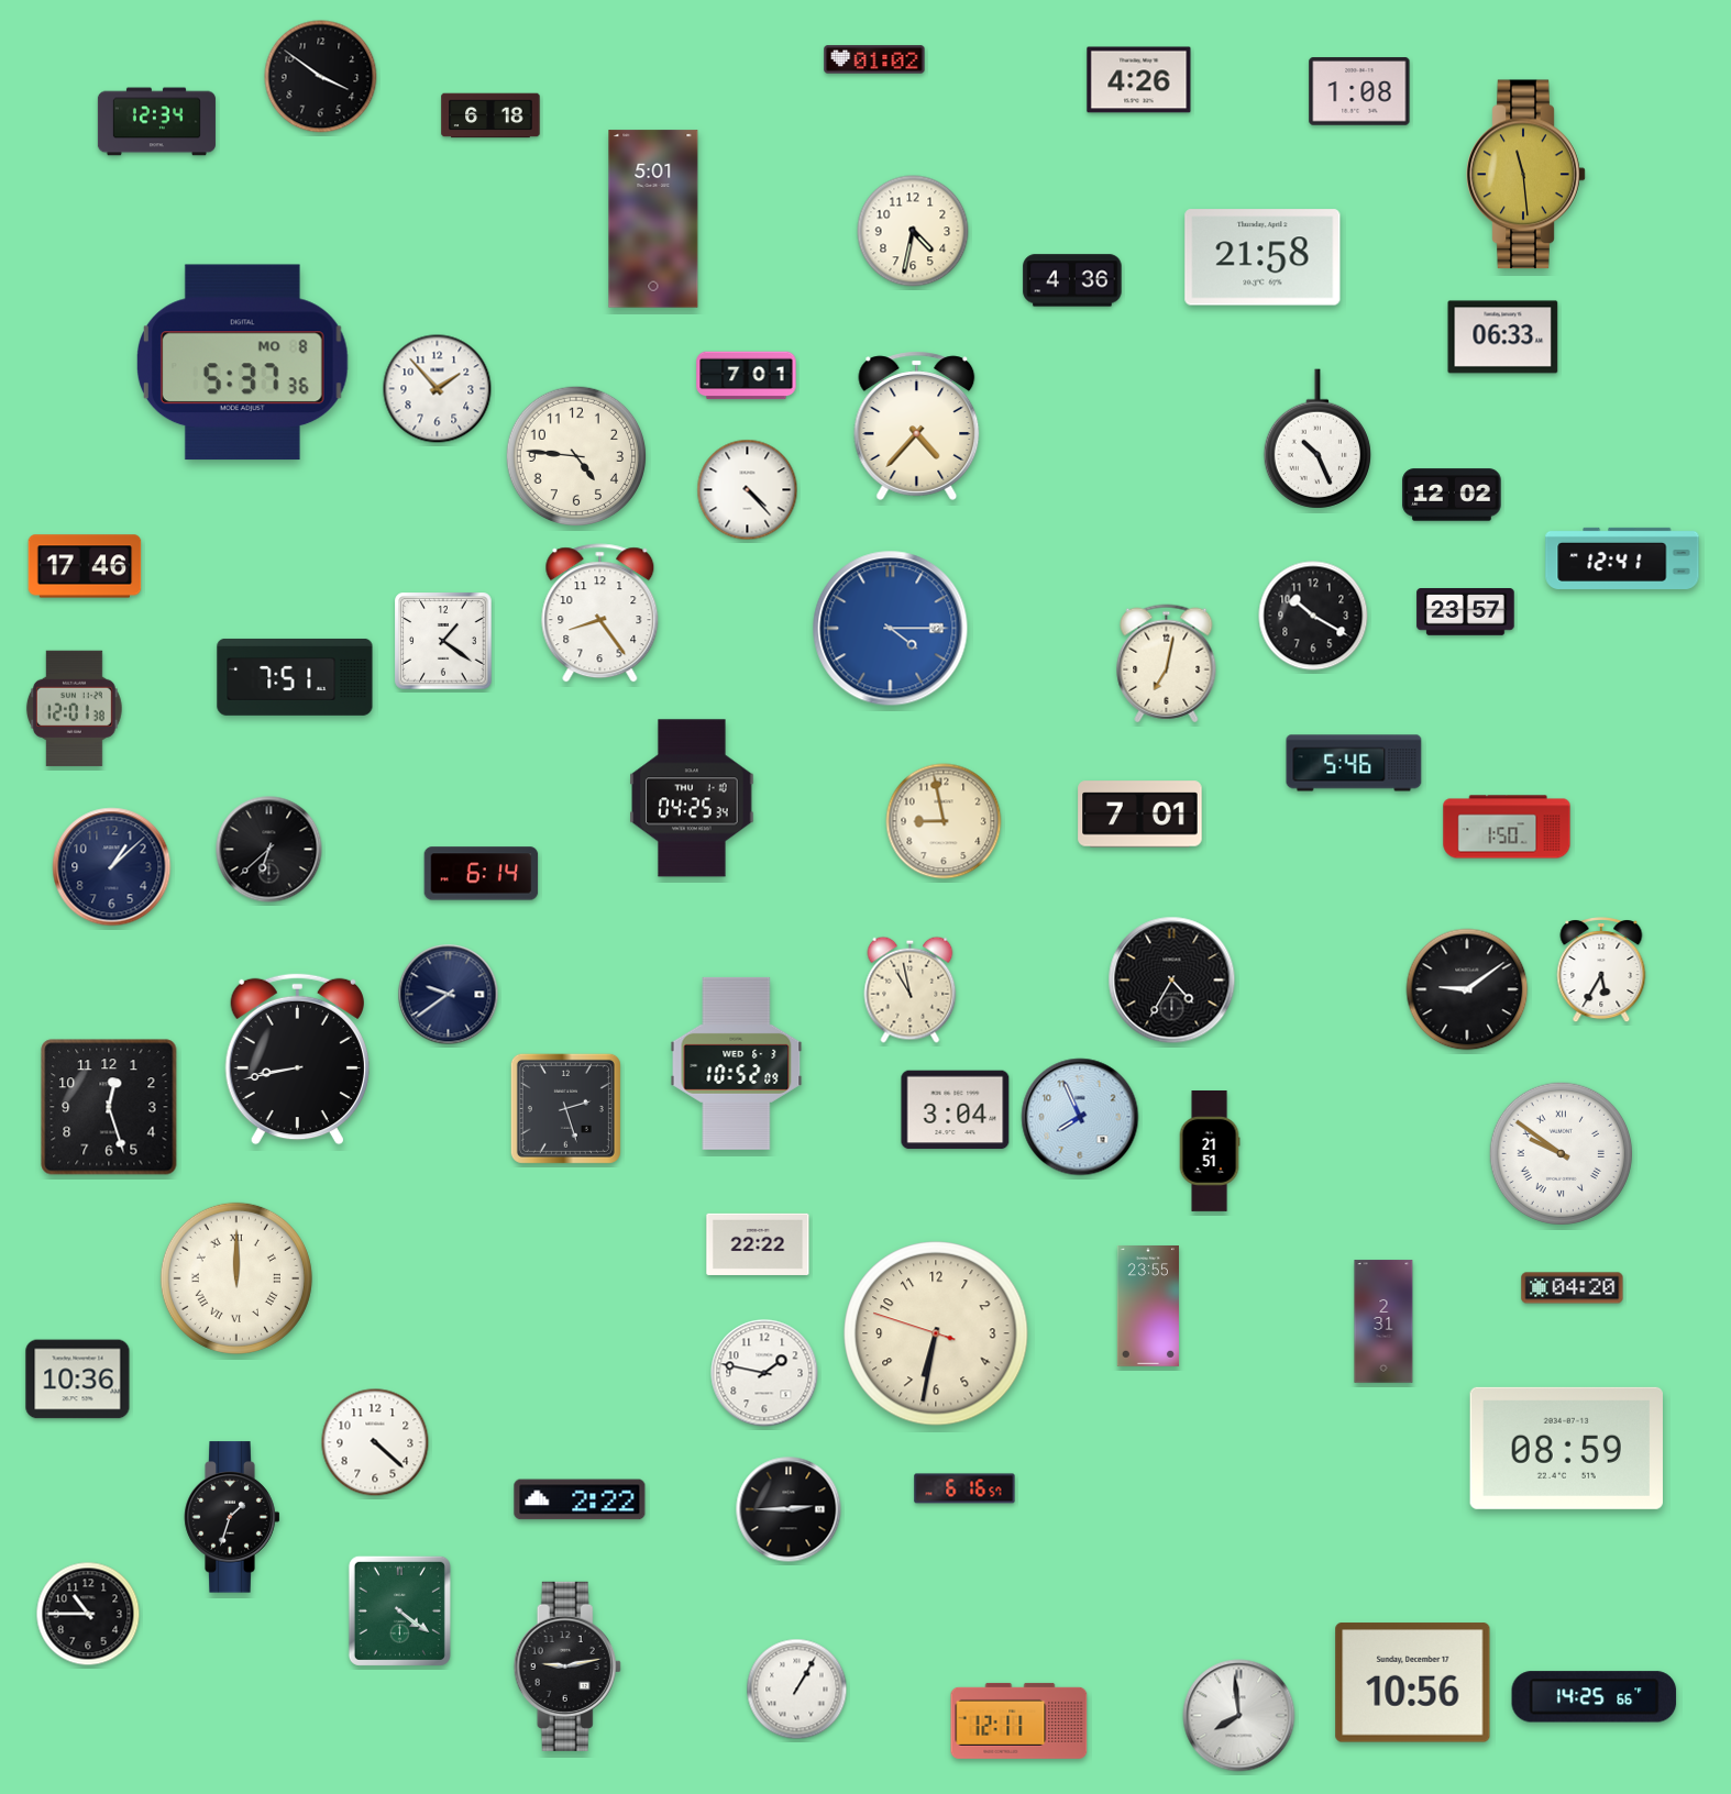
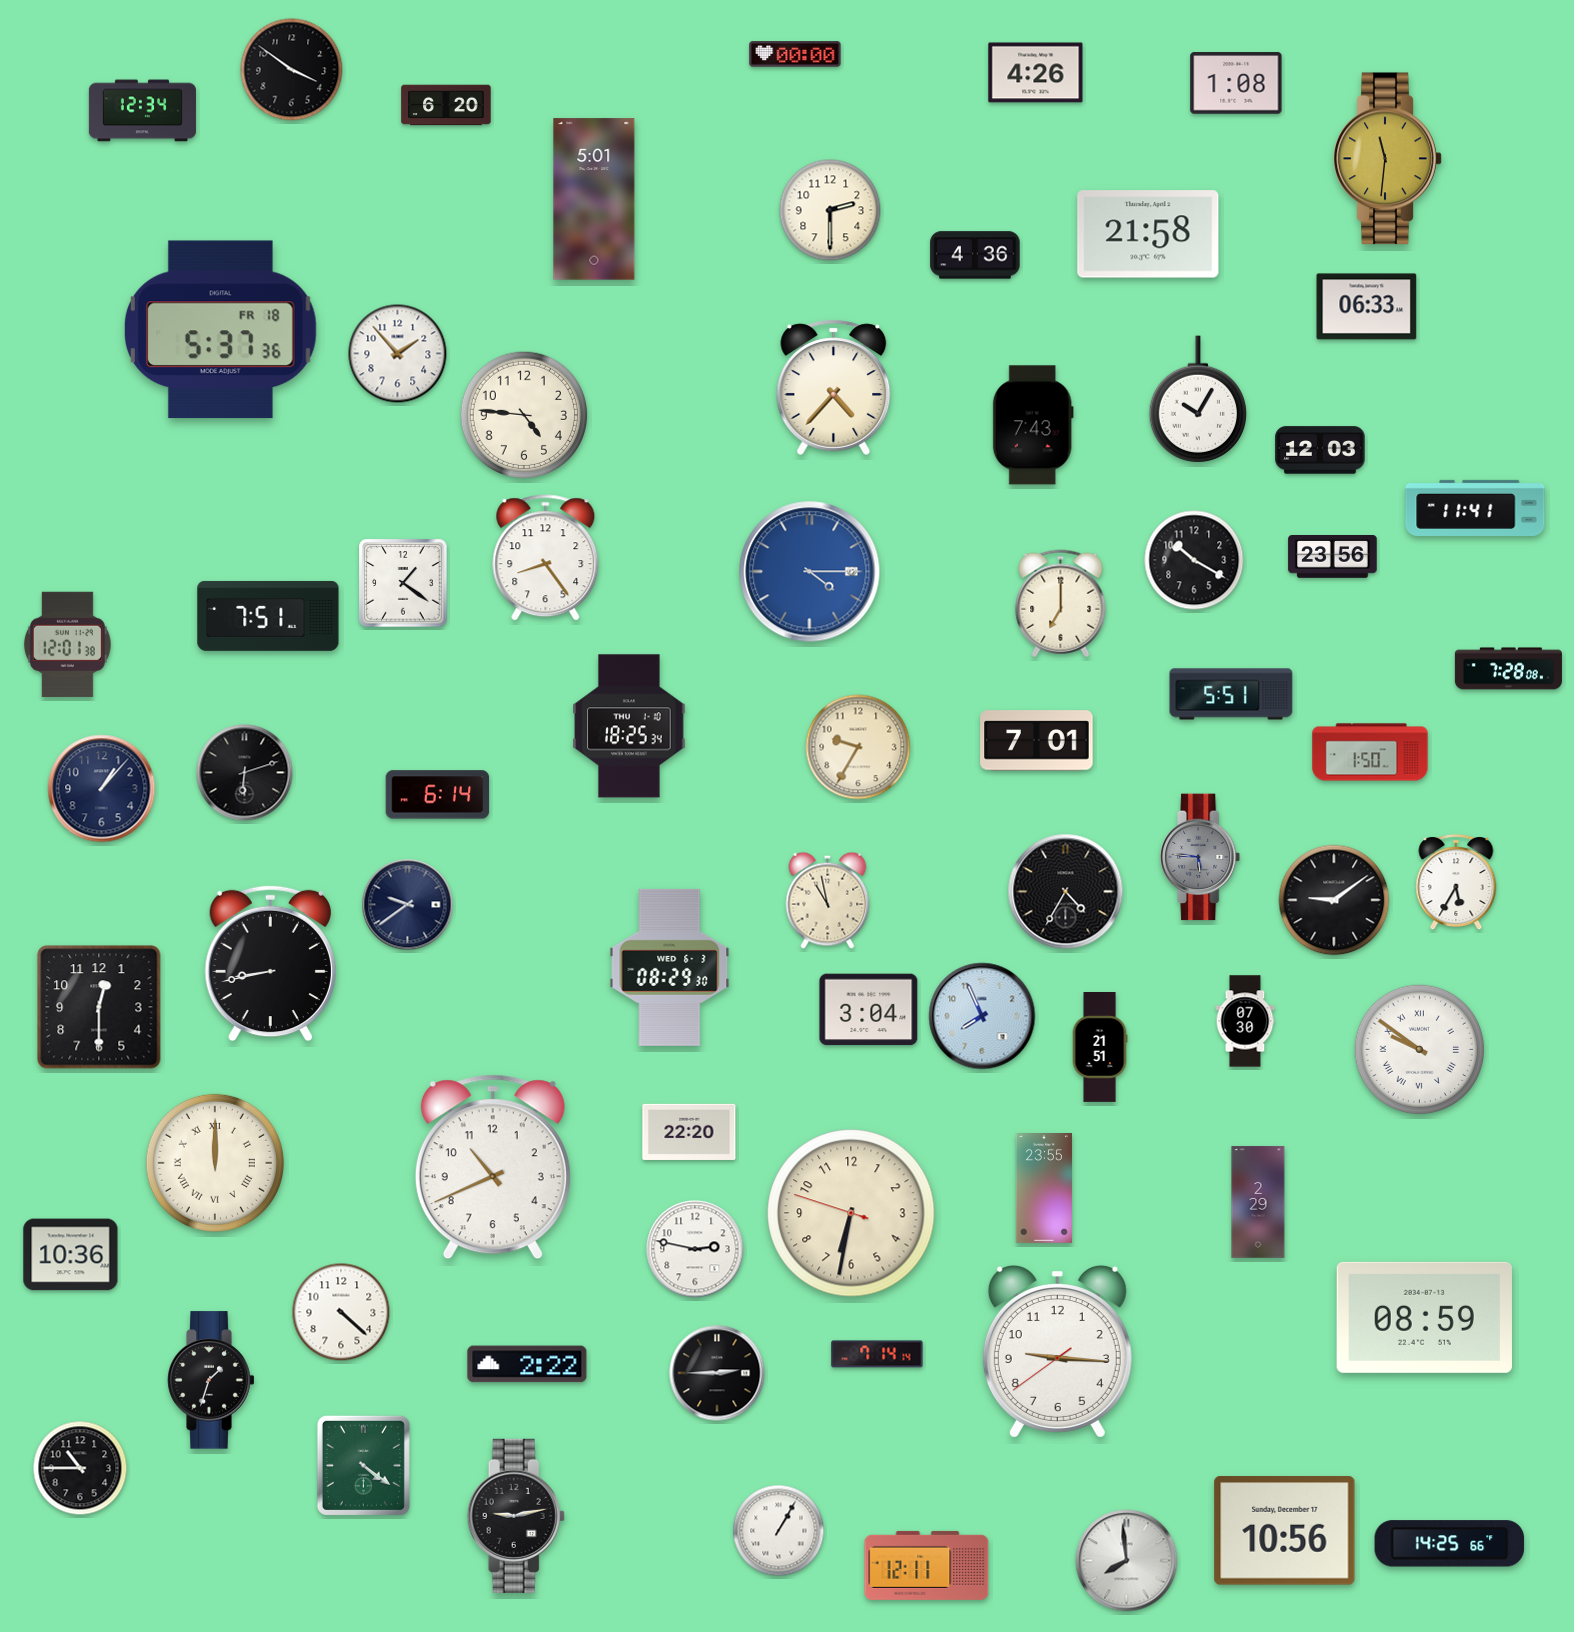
clock at (874, 59): 01:02 -> 00:00
clock at (490, 115): 6:18 -> 6:20
clock at (1526, 175): 11:29 -> 11:31
clock at (913, 231): 4:32 -> 2:30
clock at (242, 363) date: MO 8 -> FR 18
clock at (747, 376): 7:01 -> none
clock at (1316, 439): 10:26 -> 10:05
clock at (1033, 425): none -> 7:43
clock at (748, 490): 4:23 -> none
clock at (1452, 495): 12:02 -> 12:03
clock at (1622, 558): 12:41 -> 11:41
clock at (85, 566): 17:46 -> none
clock at (1466, 612): 23:57 -> 23:56
clock at (1167, 664): 7:02 -> 7:00
clock at (1508, 669): none -> 7:28
clock at (1354, 763): 5:46 -> 5:51
clock at (692, 798): 04:25 -> 18:25
clock at (944, 821): 8:58 -> 9:35
clock at (269, 850): 6:38 -> 6:12
clock at (112, 867): 1:08 -> 1:07
clock at (1201, 857): none -> 5:46
clock at (737, 1063): 10:52 -> 08:29
clock at (109, 1107): 12:27 -> 12:30
clock at (565, 1108): 2:27 -> none
clock at (1245, 1021): none -> 07:30
clock at (758, 1244): 22:22 -> 22:20
clock at (493, 1167): none -> 10:41
clock at (1573, 1288): 04:20 -> none
clock at (1383, 1321): 2:31 -> 2:29
clock at (764, 1373): 1:47 -> 2:47
clock at (1057, 1352): none -> 9:15
clock at (964, 1488): 6:16 -> 7:14
clock at (797, 1690) position: (797, 1690) -> (779, 1531)
